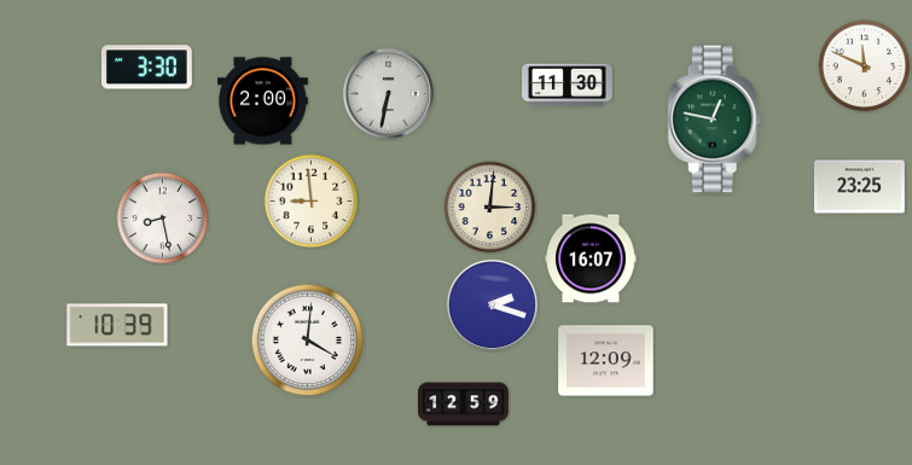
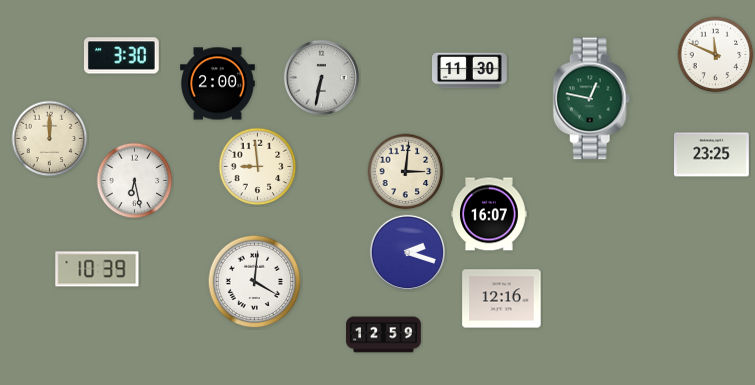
clock at (50, 139): none -> 12:00
clock at (163, 219): 8:28 -> 6:28
clock at (606, 361): 12:09 -> 12:16
